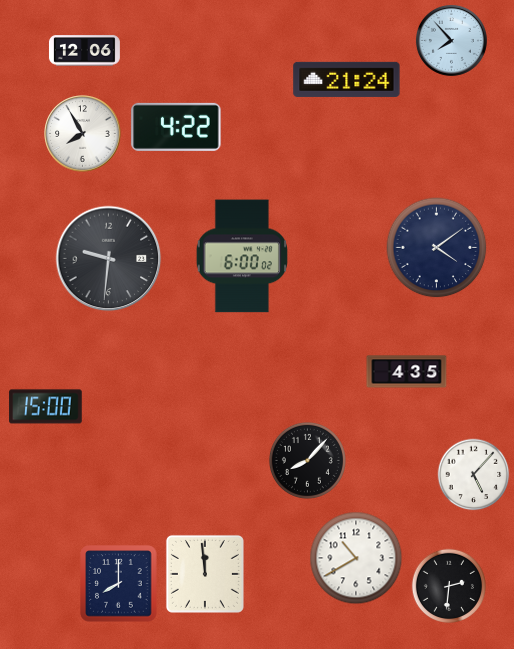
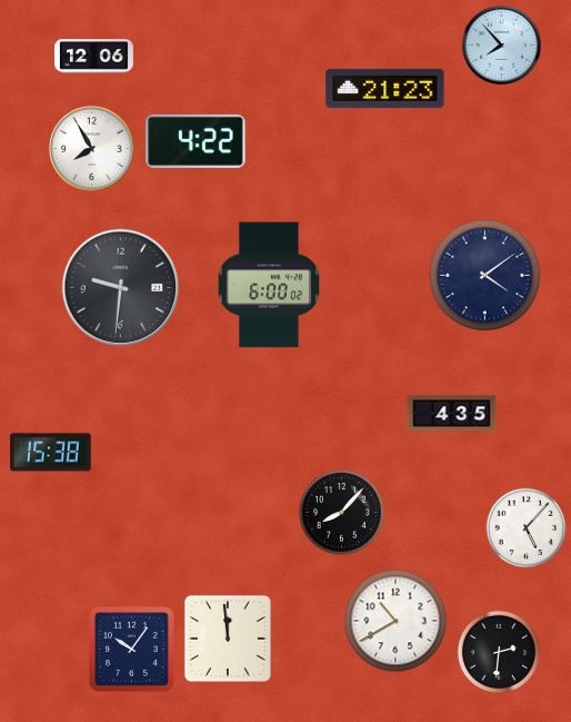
clock at (347, 79): 21:24 -> 21:23
clock at (46, 407): 15:00 -> 15:38
clock at (119, 584): 8:00 -> 10:06
